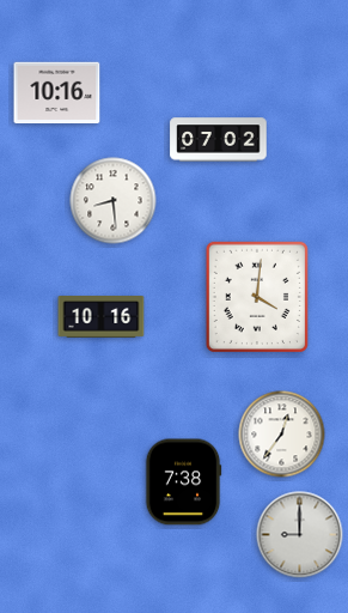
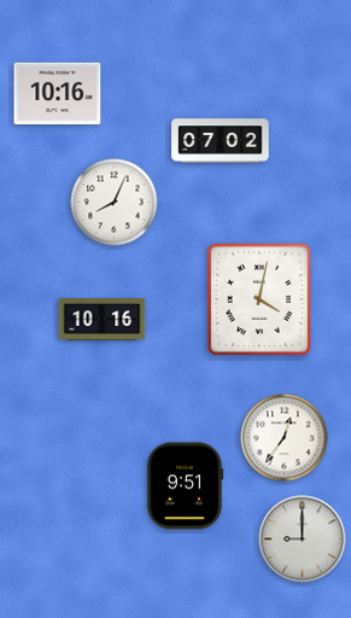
clock at (114, 201): 8:29 -> 8:04
clock at (257, 297): 4:01 -> 4:02
clock at (183, 482): 7:38 -> 9:51
